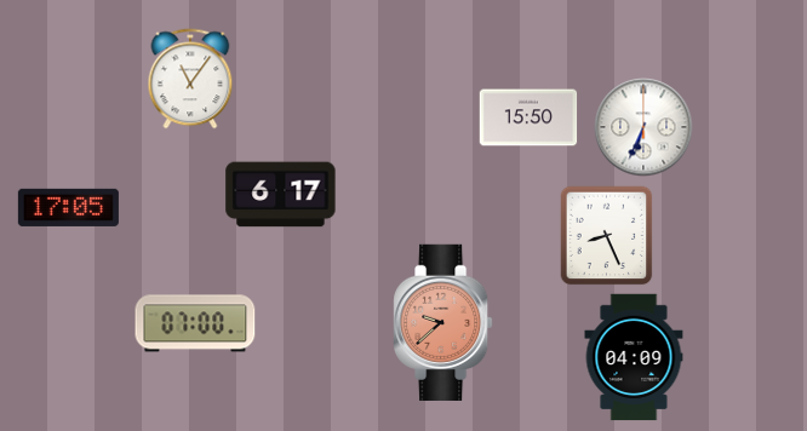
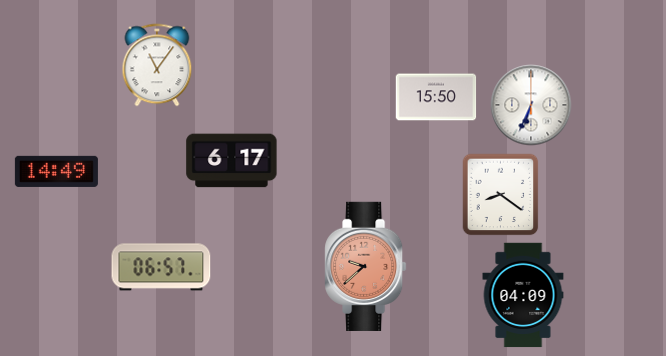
clock at (68, 207): 17:05 -> 14:49
clock at (607, 236): 8:26 -> 8:21
clock at (195, 323): 07:00 -> 06:57
